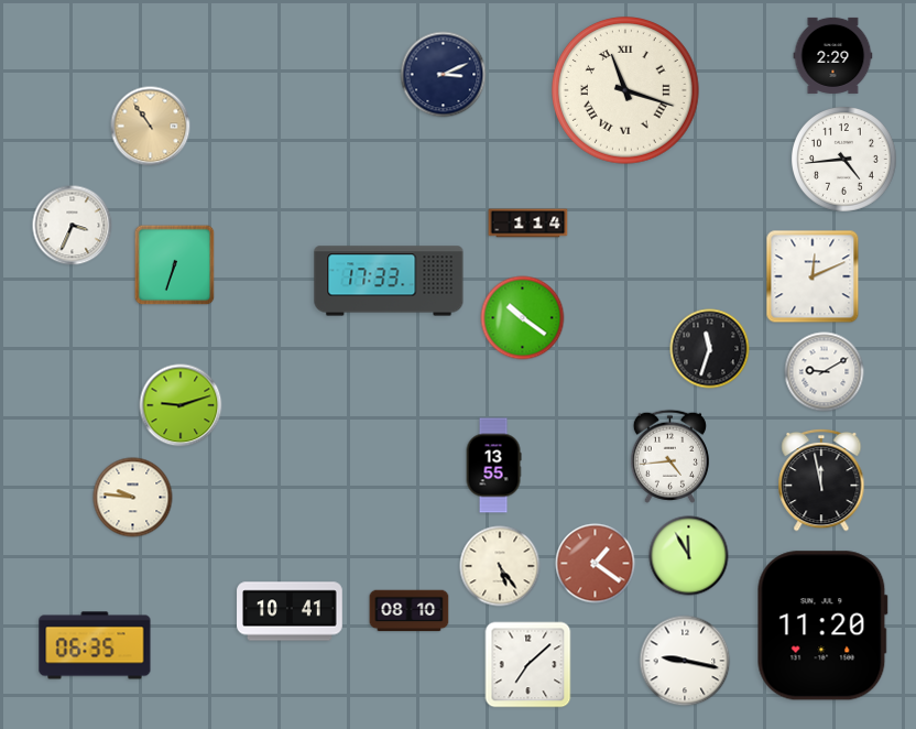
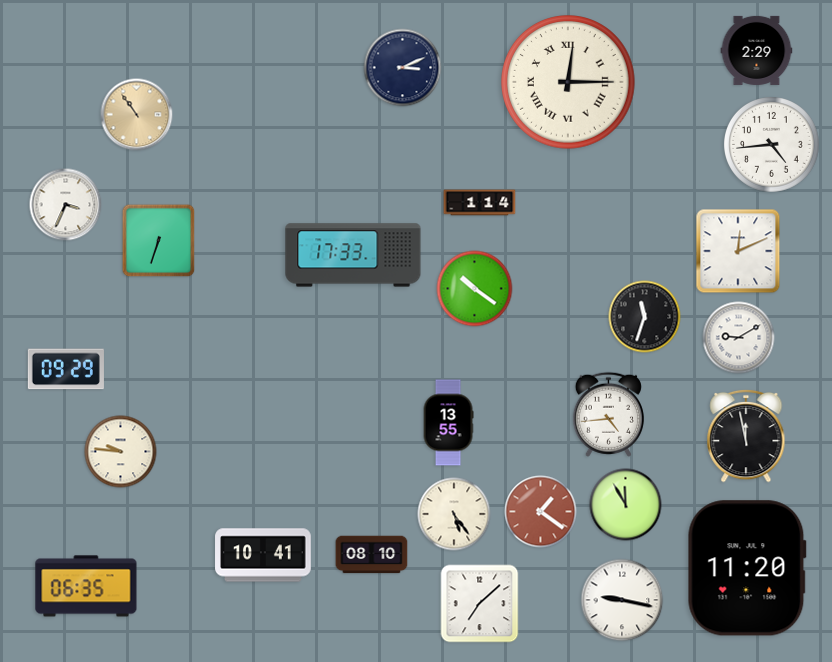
clock at (626, 91): 11:18 -> 12:15
clock at (844, 160) position: (844, 160) -> (772, 145)
clock at (825, 372) position: (825, 372) -> (739, 338)
clock at (181, 405): 9:12 -> none
clock at (66, 369): none -> 09:29
